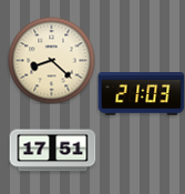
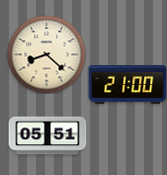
clock at (141, 94): 21:03 -> 21:00
clock at (52, 151): 17:51 -> 05:51
